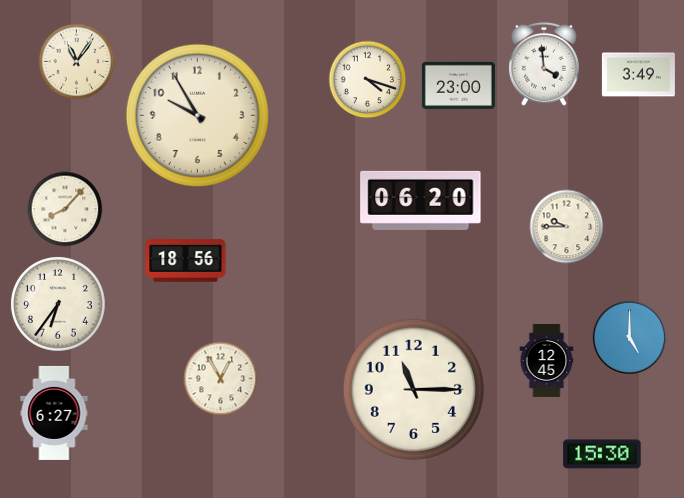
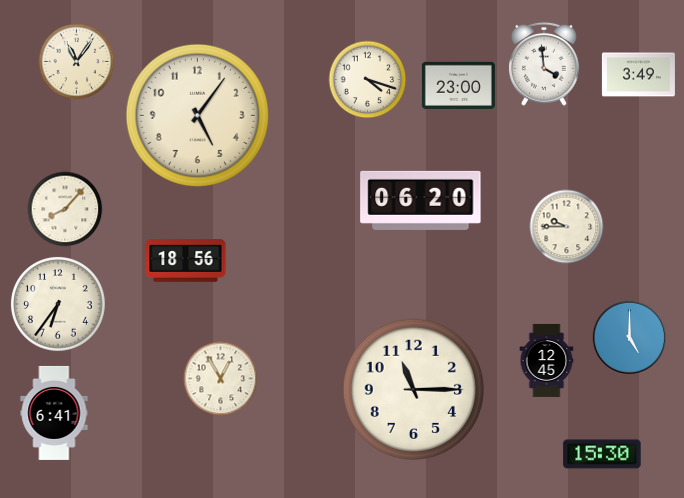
clock at (197, 115): 9:55 -> 5:06
clock at (54, 413): 6:27 -> 6:41
